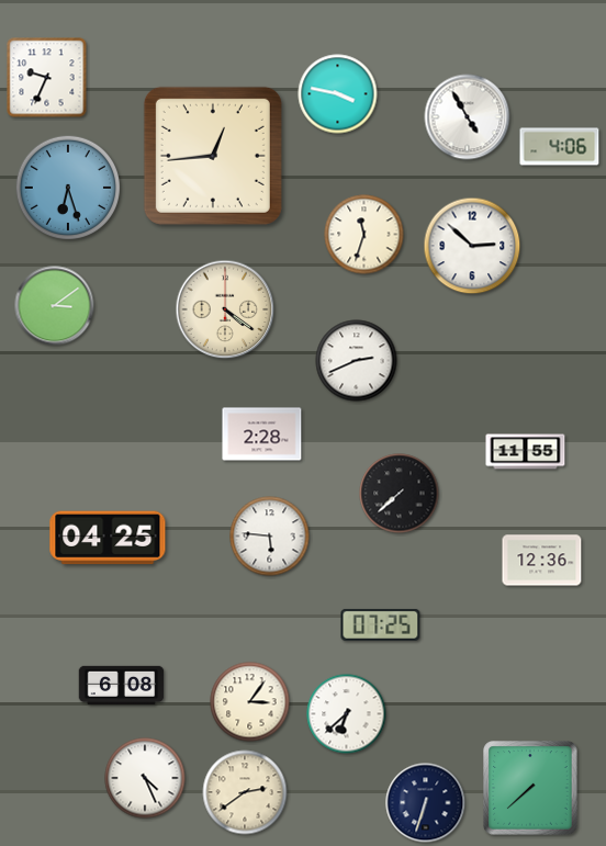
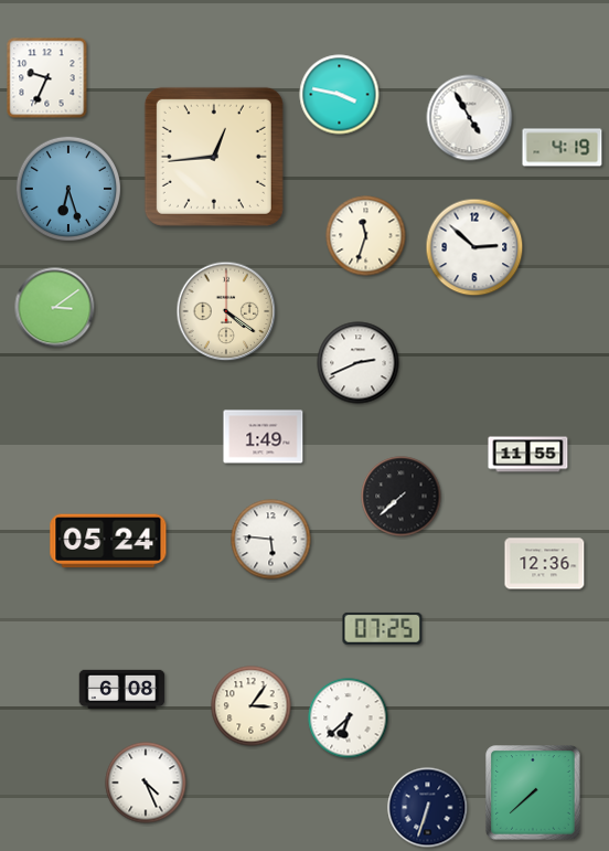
clock at (560, 147): 4:06 -> 4:19
clock at (262, 435): 2:28 -> 1:49
clock at (108, 538): 04:25 -> 05:24
clock at (245, 792): 2:39 -> none
